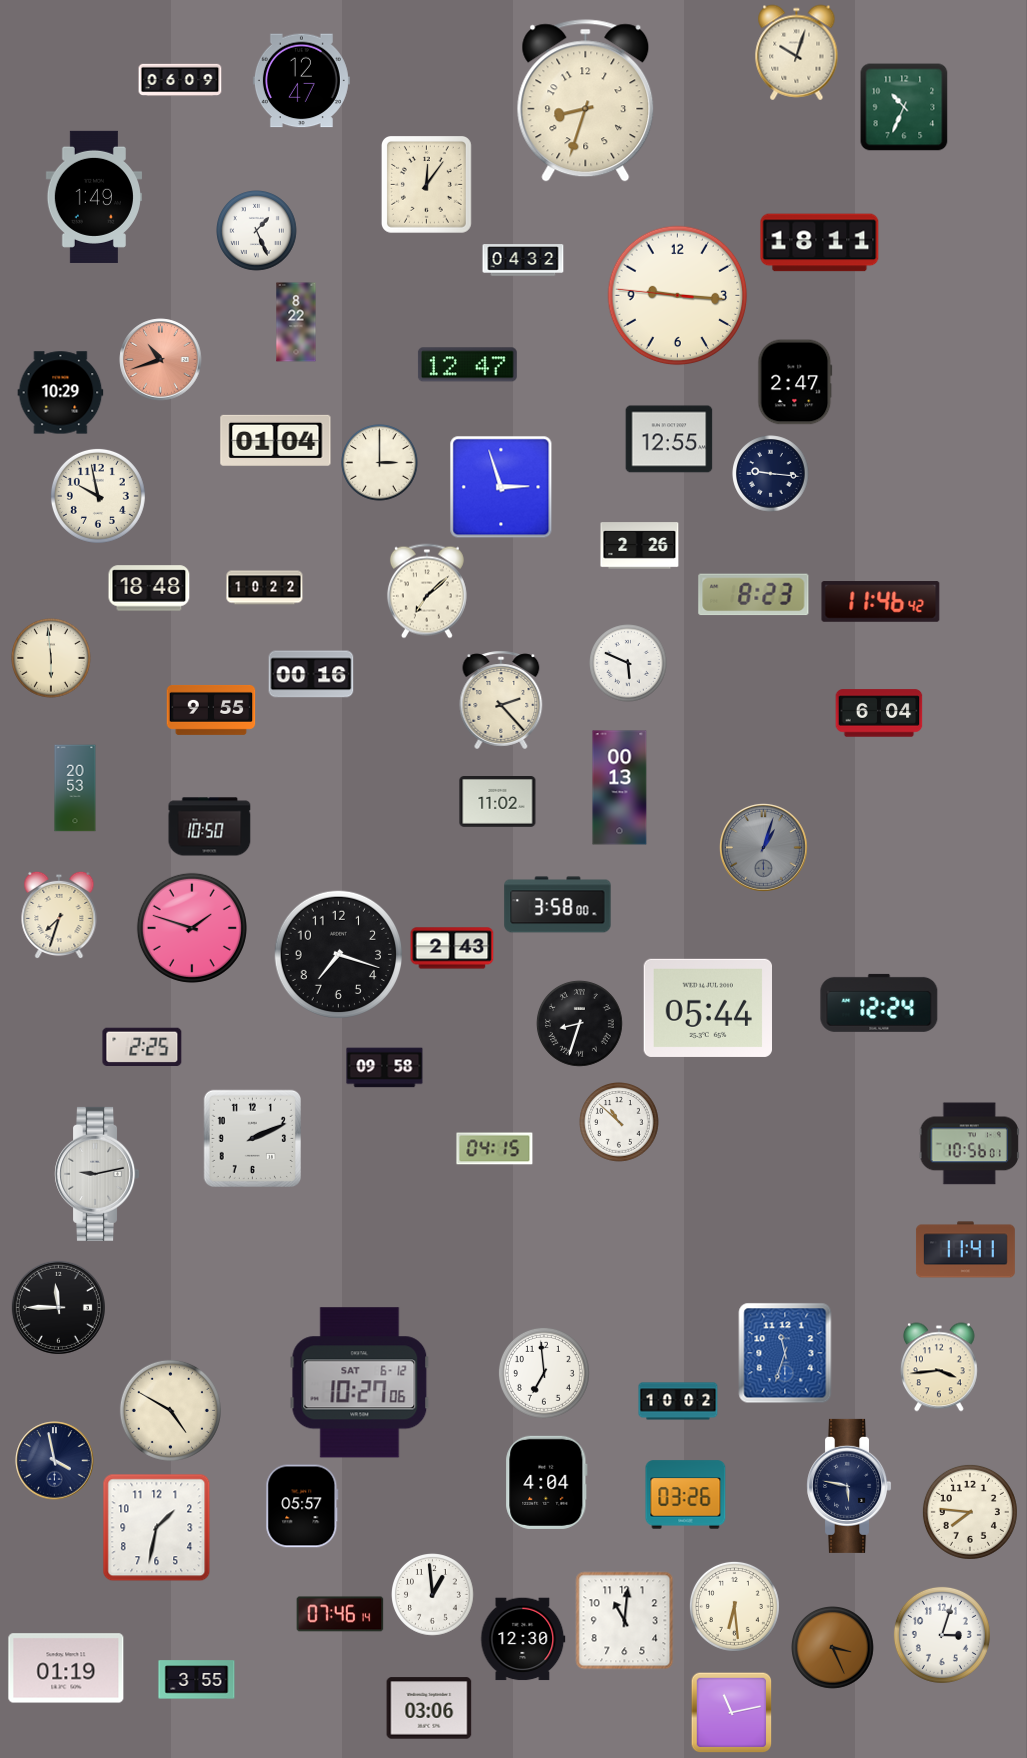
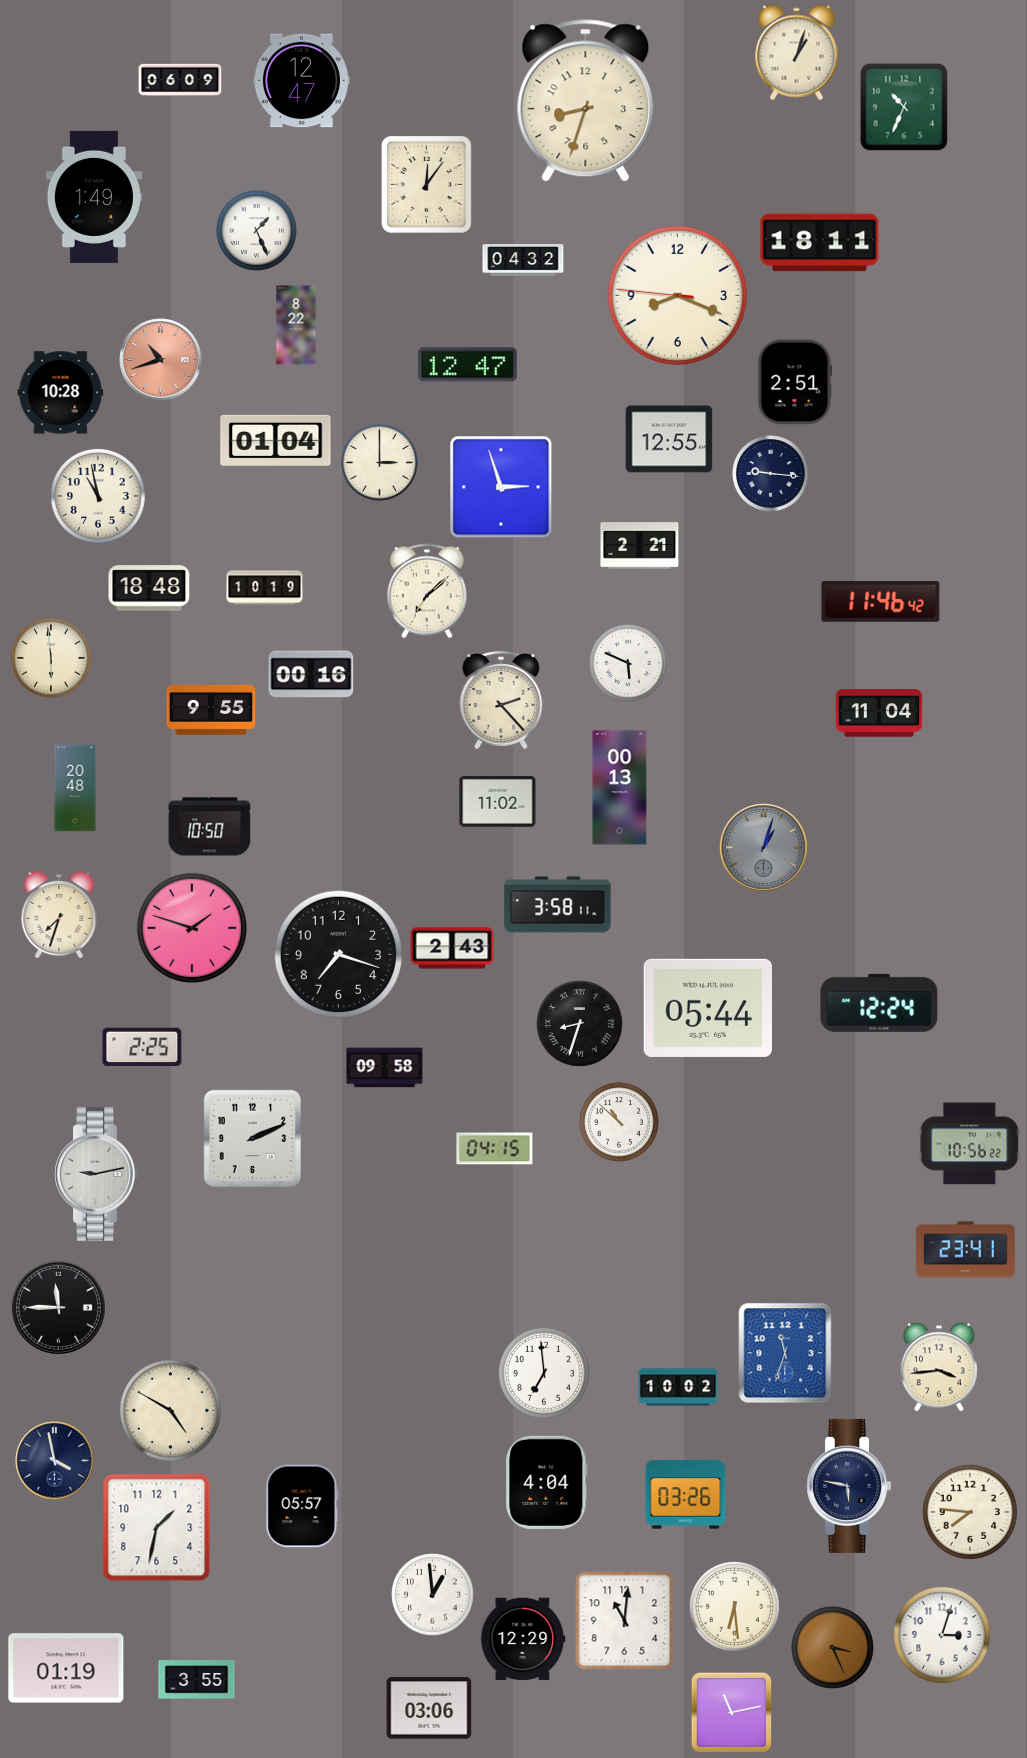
clock at (797, 53): 10:03 -> 1:03
clock at (678, 296): 9:15 -> 8:18
clock at (296, 322) position: (296, 322) -> (296, 325)
clock at (795, 382): 2:47 -> 2:51
clock at (61, 393): 10:29 -> 10:28
clock at (98, 496): 9:58 -> 10:58
clock at (640, 546): 2:26 -> 2:21
clock at (265, 588): 10:22 -> 10:19
clock at (754, 595): 8:23 -> none
clock at (879, 713): 6:04 -> 11:04
clock at (75, 788): 20:53 -> 20:48
clock at (558, 905): 3:58:00 -> 3:58:11
clock at (969, 1144): 10:56:01 -> 10:56:22
clock at (966, 1250): 11:41 -> 23:41
clock at (360, 1383): 10:27 -> none
clock at (678, 1401) position: (678, 1401) -> (678, 1387)
clock at (340, 1614): 07:46 -> none
clock at (523, 1639): 12:30 -> 12:29
